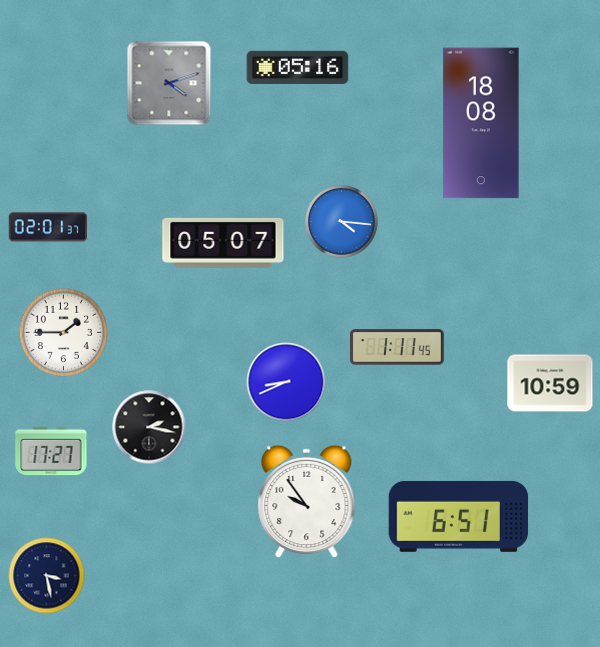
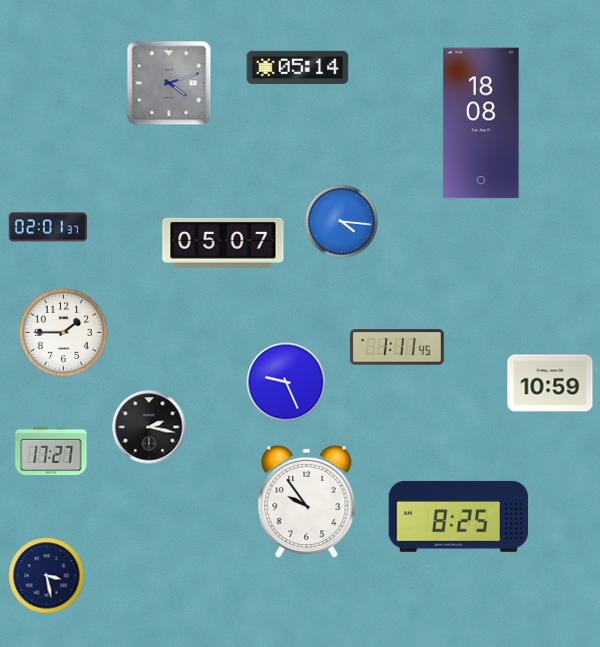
clock at (298, 67): 05:16 -> 05:14
clock at (286, 382): 8:41 -> 9:26
clock at (459, 516): 6:51 -> 8:25
